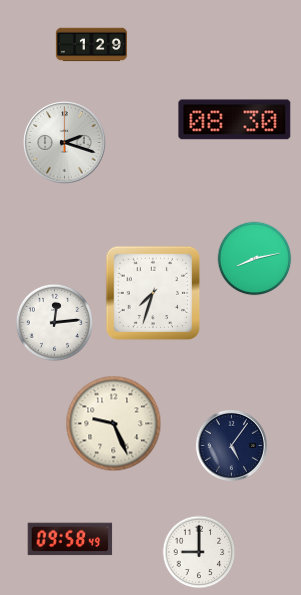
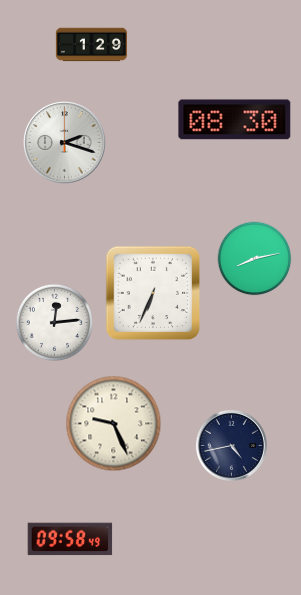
clock at (153, 293): 7:33 -> 6:34
clock at (231, 445): 5:06 -> 4:43
clock at (199, 552): 9:00 -> none
